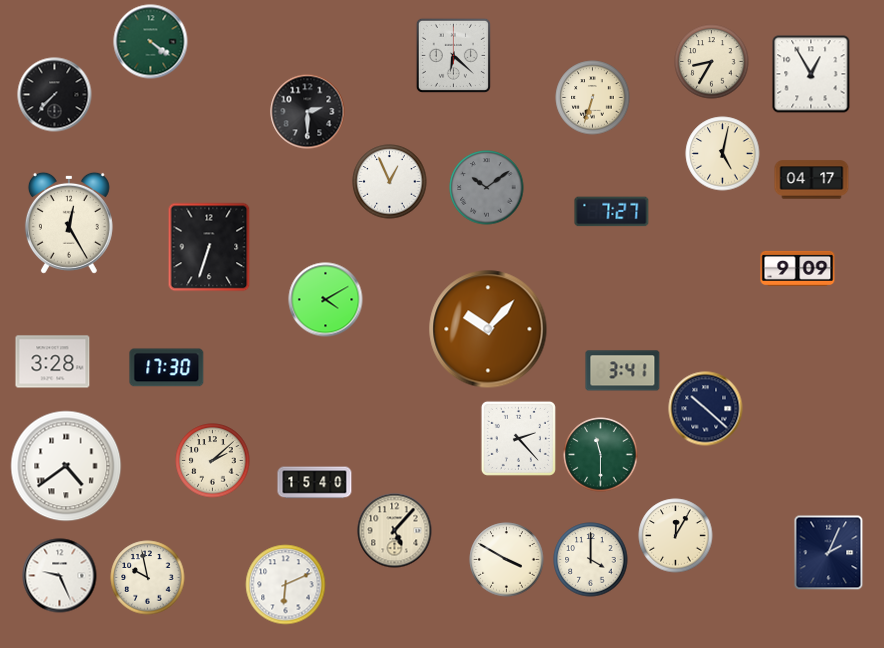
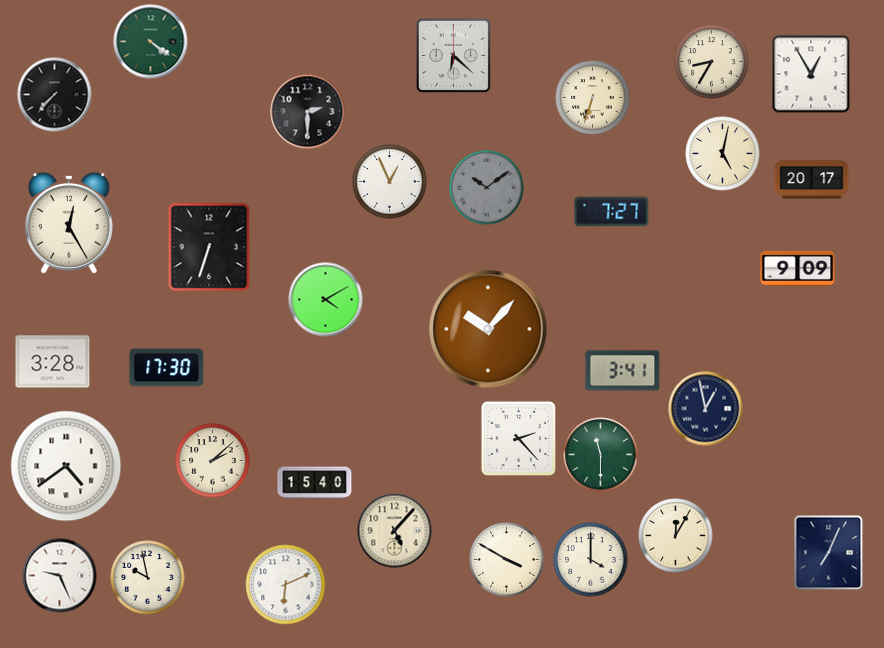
clock at (812, 180): 04:17 -> 20:17
clock at (706, 409): 10:22 -> 12:58
clock at (829, 553): 2:04 -> 7:04
